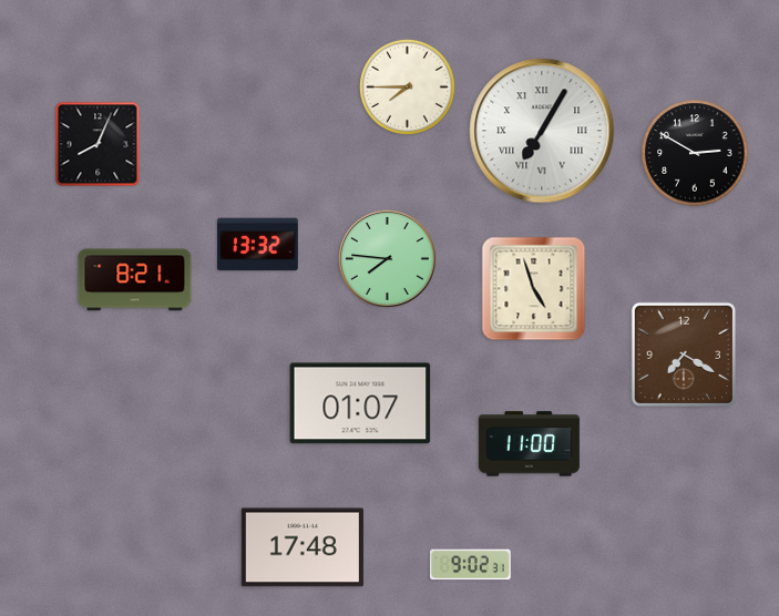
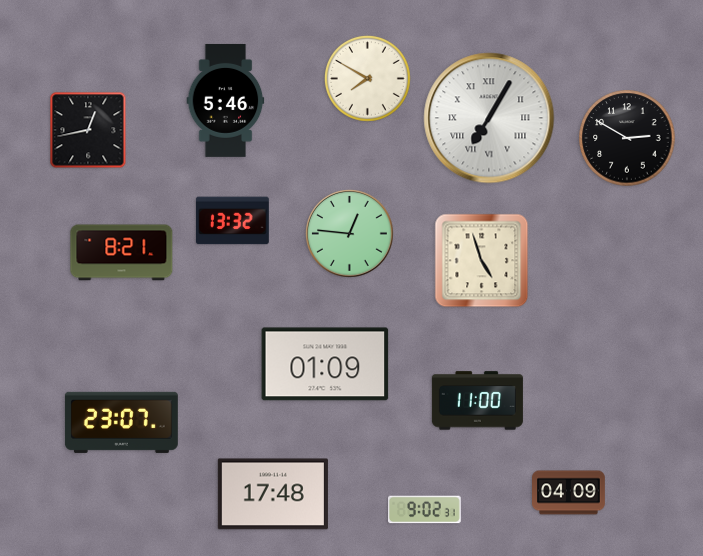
clock at (407, 86): 7:45 -> 7:50
clock at (226, 100): none -> 5:46
clock at (98, 144): 8:04 -> 12:43
clock at (388, 259): 7:46 -> 12:46
clock at (683, 353): 7:20 -> none
clock at (360, 403): 01:07 -> 01:09
clock at (121, 422): none -> 23:07
clock at (569, 493): none -> 04:09
